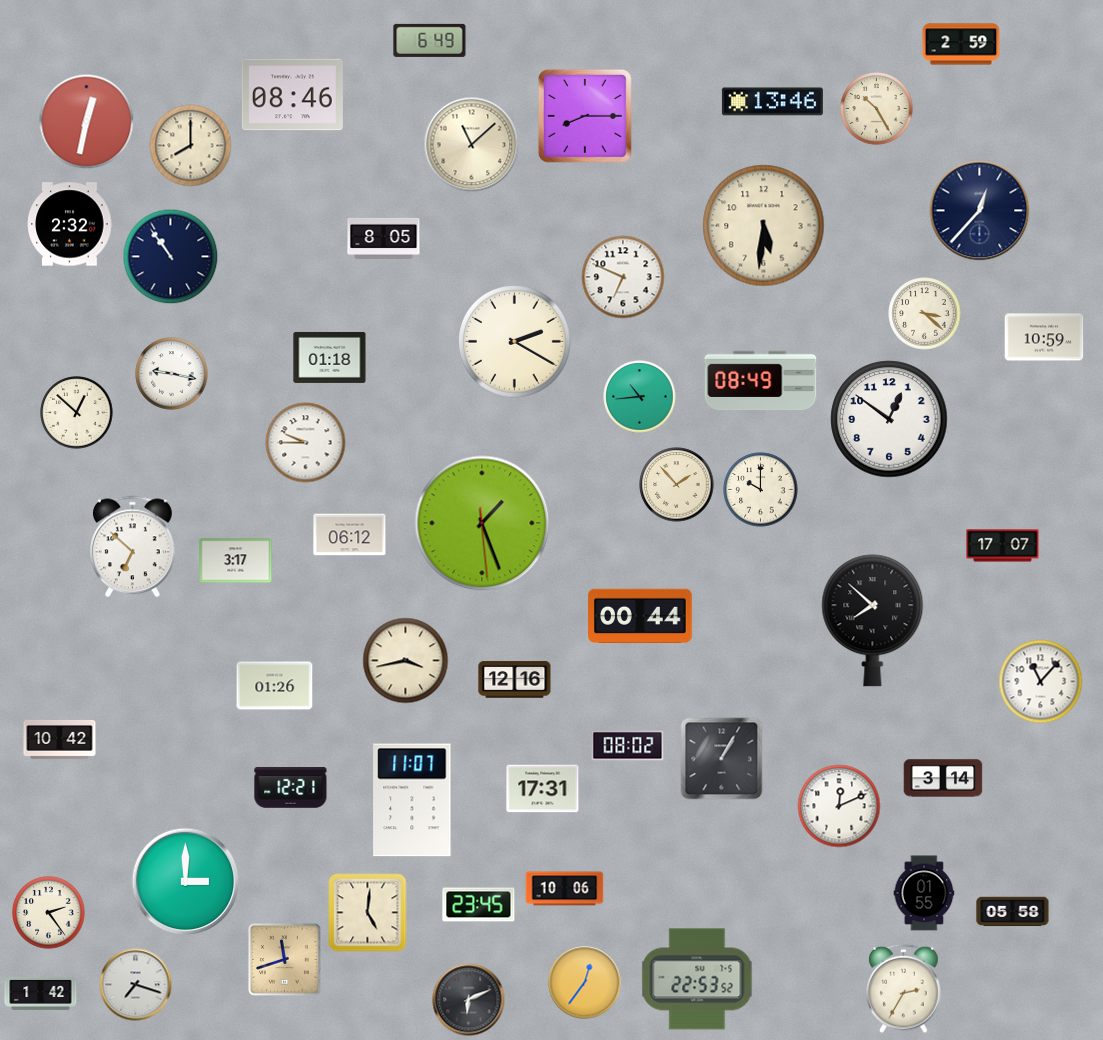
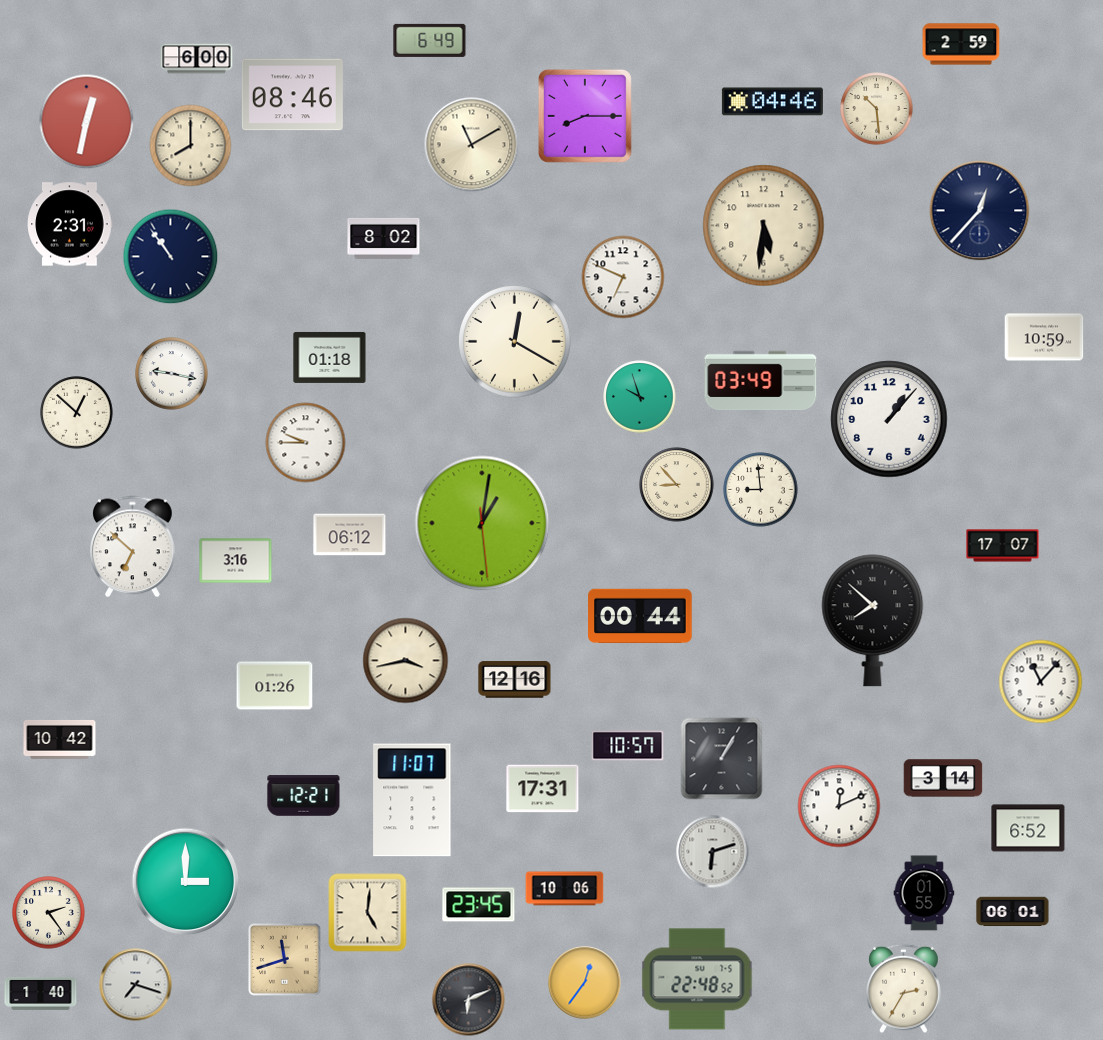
clock at (197, 59): none -> 6:00
clock at (772, 102): 13:46 -> 04:46
clock at (877, 109): 10:25 -> 10:29
clock at (472, 145): 11:08 -> 11:10
clock at (70, 224): 2:32 -> 2:31
clock at (384, 238): 8:05 -> 8:02
clock at (925, 314): 3:22 -> none
clock at (515, 342): 2:20 -> 12:20
clock at (761, 381): 08:49 -> 03:49
clock at (640, 397): 10:44 -> 9:57
clock at (889, 419): 12:51 -> 1:07
clock at (677, 485): 1:53 -> 8:53
clock at (761, 490): 10:00 -> 8:59
clock at (482, 523): 1:26 -> 1:01
clock at (236, 561): 3:17 -> 3:16
clock at (628, 746): 08:02 -> 10:57
clock at (291, 788) position: (291, 788) -> (304, 796)
clock at (1028, 828): none -> 6:52
clock at (713, 852): none -> 6:12
clock at (1013, 912): 05:58 -> 06:01
clock at (697, 979): 22:53 -> 22:48
clock at (41, 993): 1:42 -> 1:40
